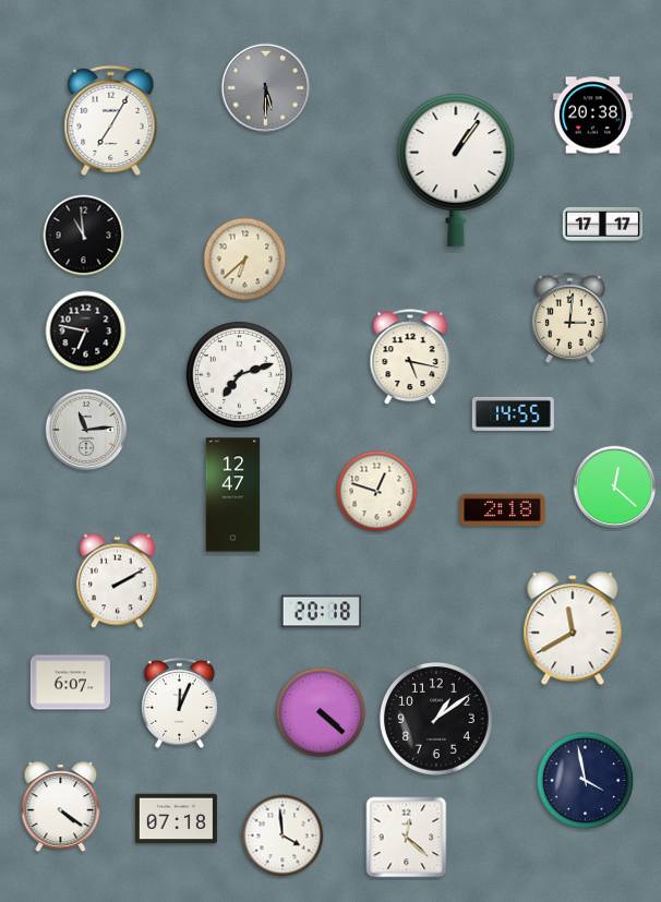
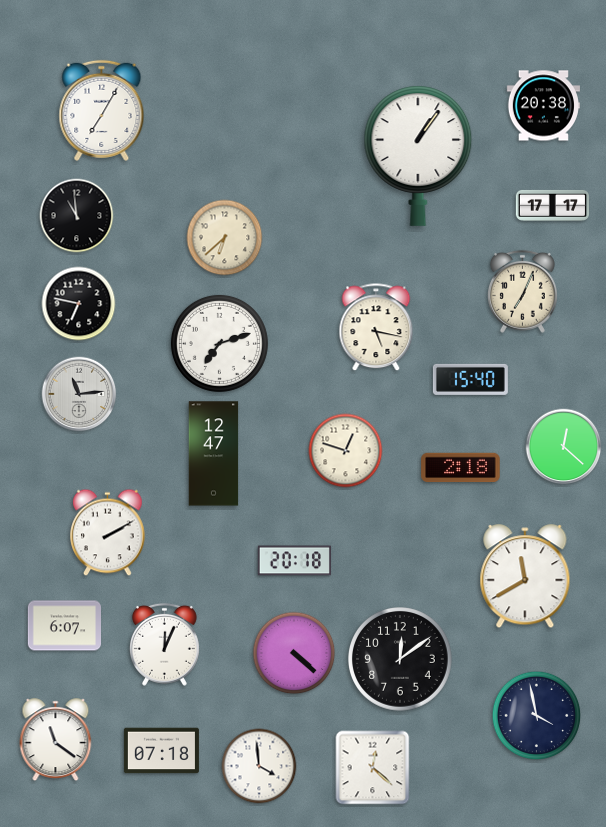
clock at (266, 88): 5:30 -> none
clock at (569, 317): 3:01 -> 7:04
clock at (513, 413): 14:55 -> 15:40
clock at (437, 720): 1:09 -> 12:09
clock at (61, 807): 4:21 -> 11:21
